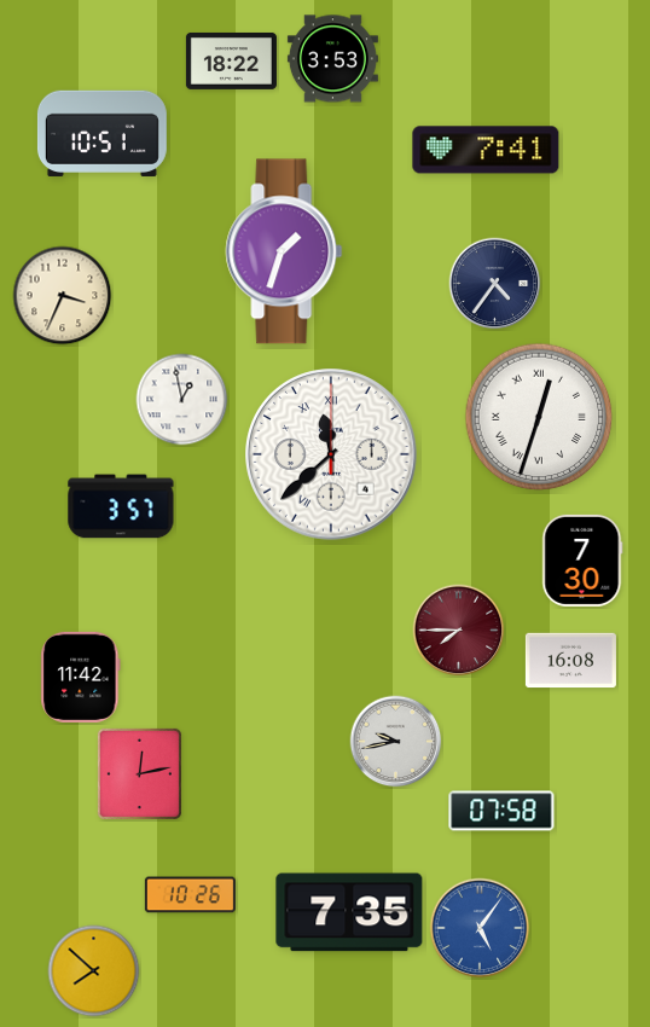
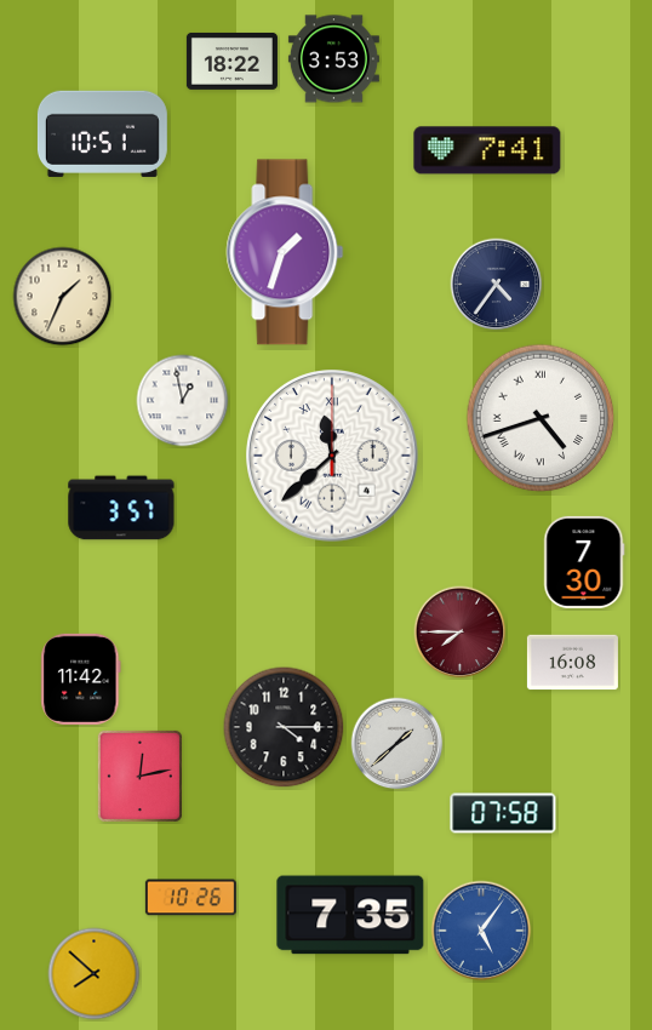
clock at (63, 296): 3:34 -> 1:34
clock at (539, 417): 12:33 -> 4:42
clock at (284, 727): none -> 4:15
clock at (396, 742): 9:43 -> 1:38
